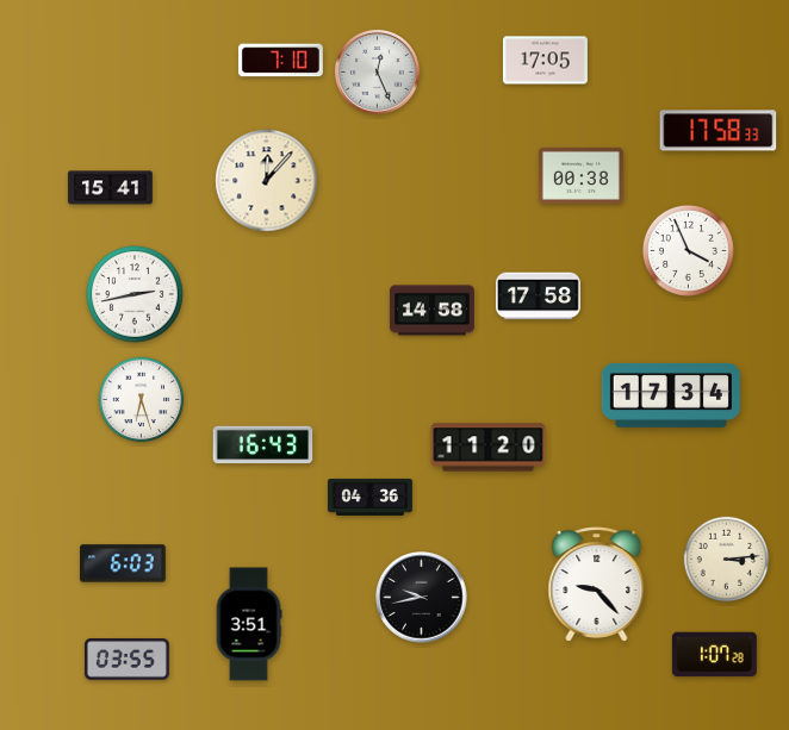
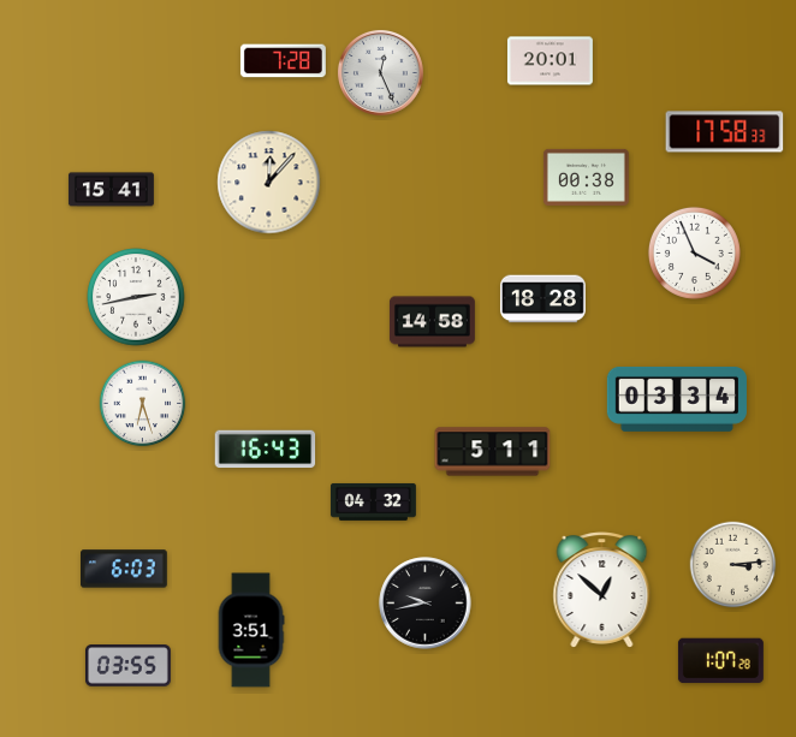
clock at (280, 61): 7:10 -> 7:28
clock at (545, 61): 17:05 -> 20:01
clock at (538, 297): 17:58 -> 18:28
clock at (431, 311) position: (431, 311) -> (432, 322)
clock at (671, 395): 17:34 -> 03:34
clock at (489, 448): 11:20 -> 5:11
clock at (369, 497): 04:36 -> 04:32
clock at (597, 585): 9:23 -> 12:52
